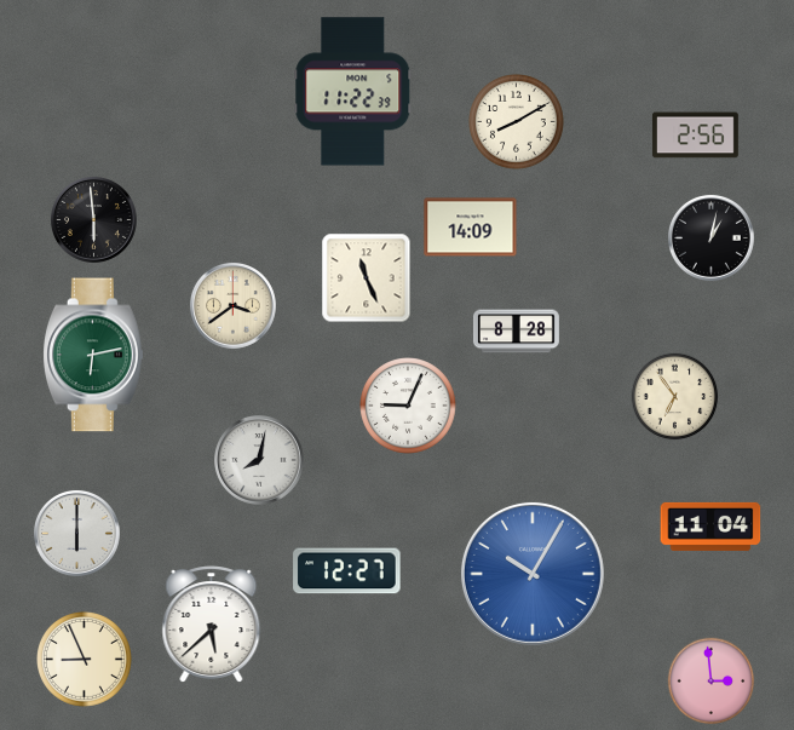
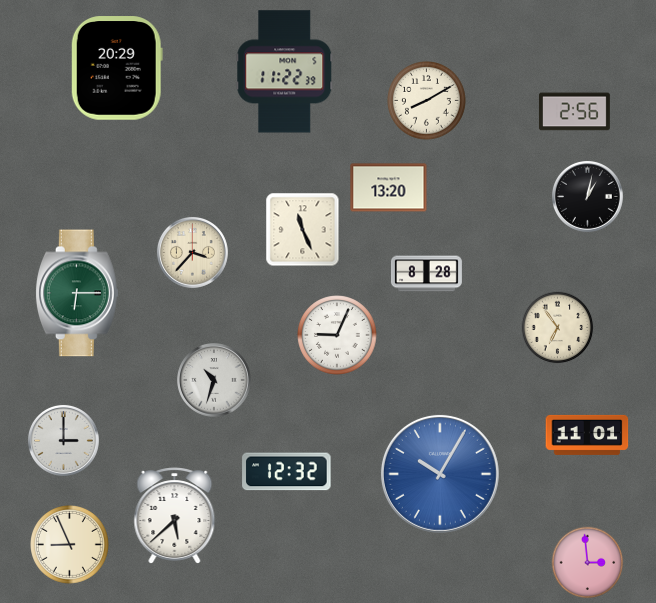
clock at (117, 68): none -> 20:29
clock at (353, 92) position: (353, 92) -> (285, 72)
clock at (93, 219): 5:59 -> none
clock at (471, 228): 14:09 -> 13:20
clock at (232, 305): 3:39 -> 3:37
clock at (93, 355): 6:13 -> 6:15
clock at (259, 460): 8:02 -> 10:33
clock at (710, 527): 11:04 -> 11:01
clock at (76, 533): 6:00 -> 3:00
clock at (347, 571): 12:27 -> 12:32
